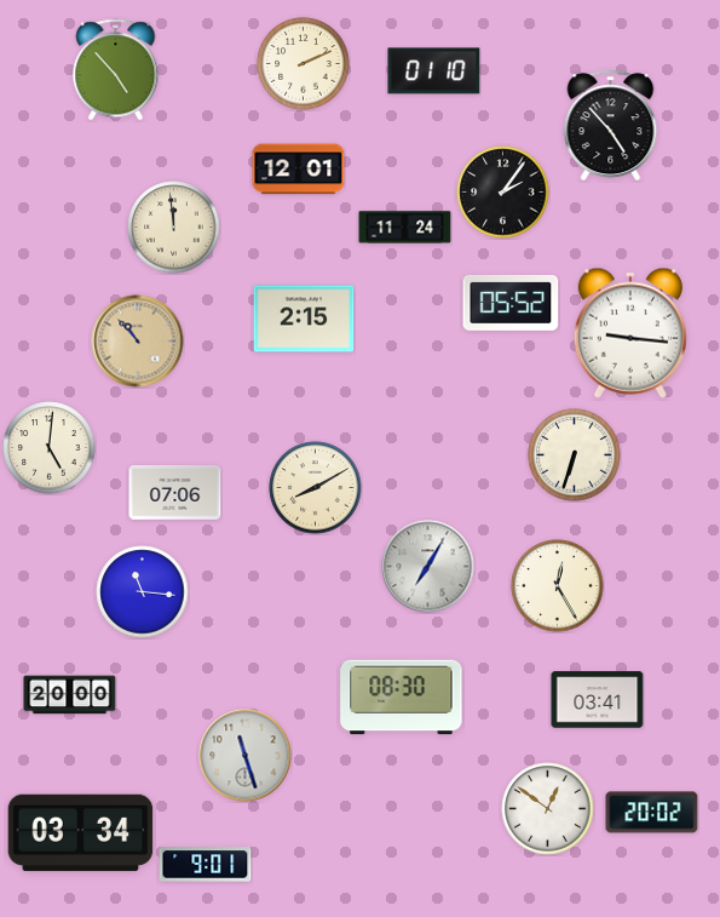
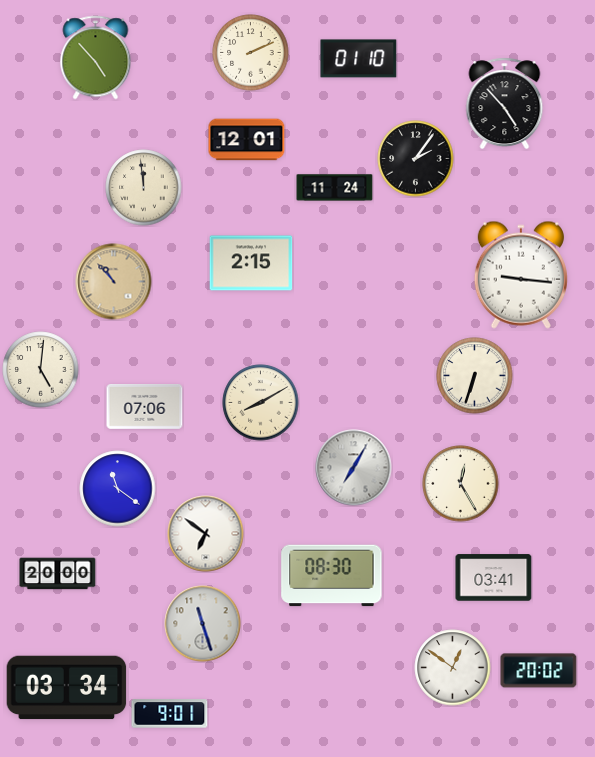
clock at (511, 304): 05:52 -> none
clock at (143, 592): 11:16 -> 11:21
clock at (206, 534): none -> 6:51
